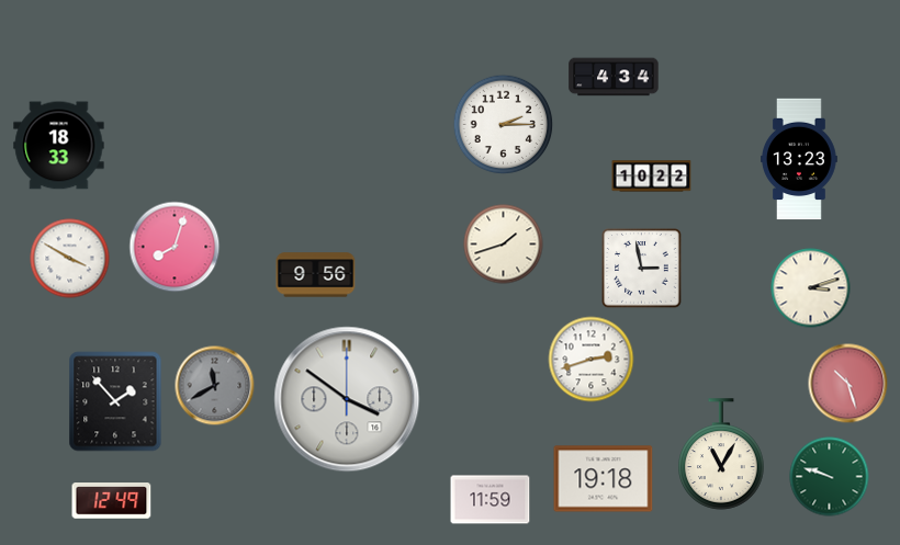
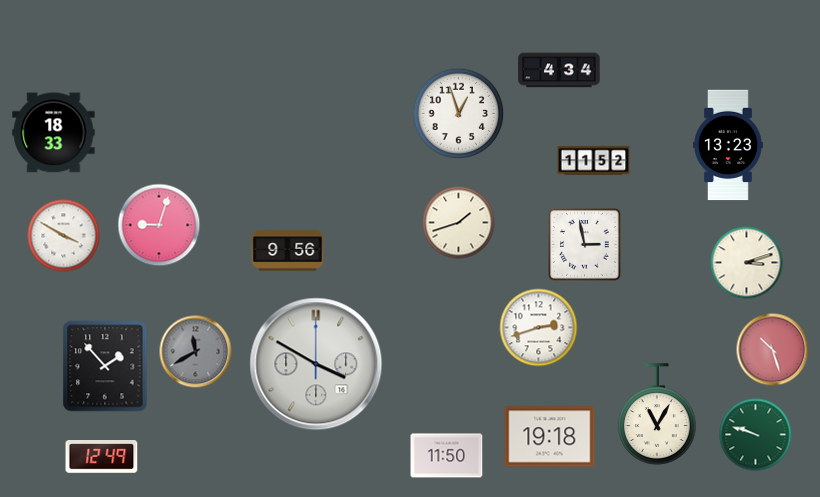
clock at (504, 125): 2:15 -> 12:57
clock at (652, 177): 10:22 -> 11:52
clock at (175, 247): 8:03 -> 9:03
clock at (811, 288) position: (811, 288) -> (747, 263)
clock at (347, 399): 3:51 -> 3:50
clock at (491, 500): 11:59 -> 11:50
